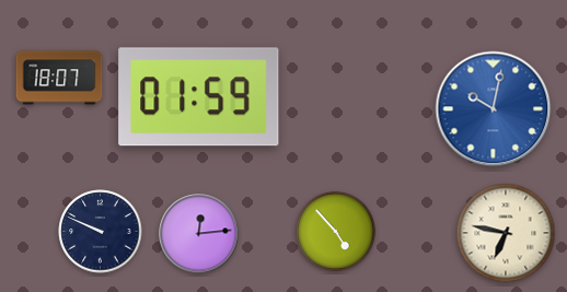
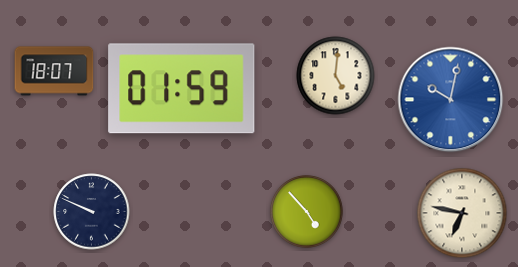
clock at (336, 76): none -> 5:01
clock at (199, 234): 12:14 -> none
